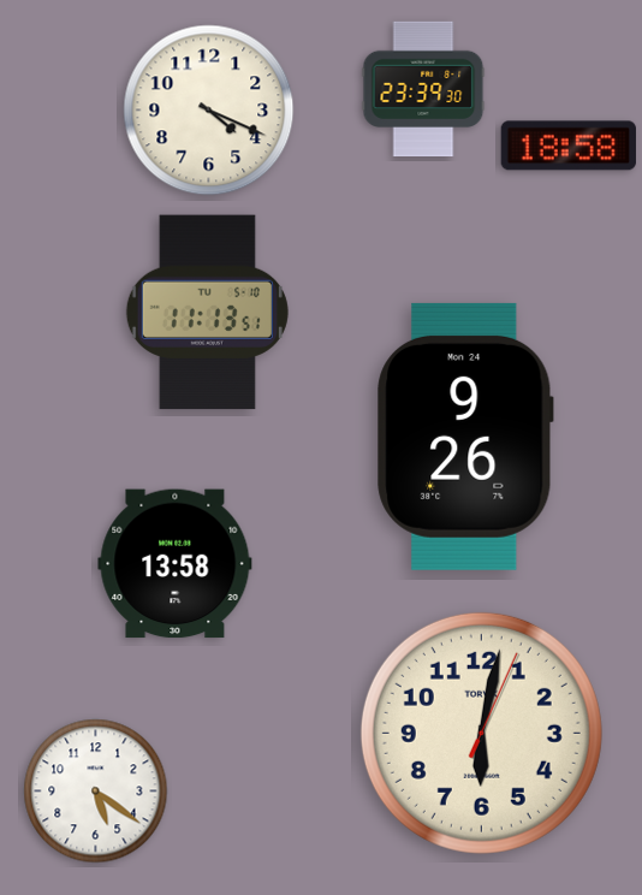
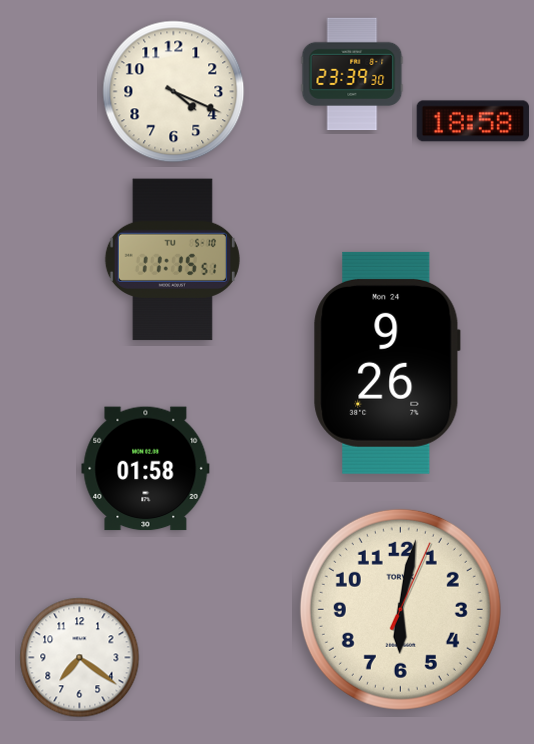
clock at (207, 313): 11:13 -> 11:15
clock at (176, 564): 13:58 -> 01:58
clock at (96, 792): 5:21 -> 7:21
